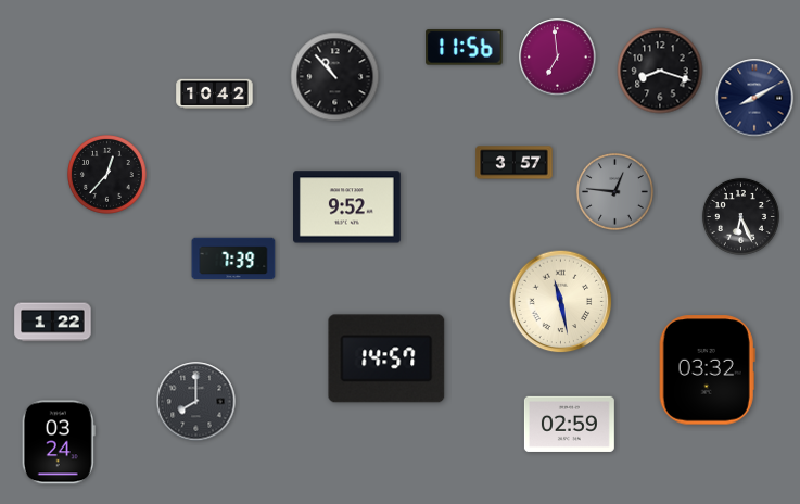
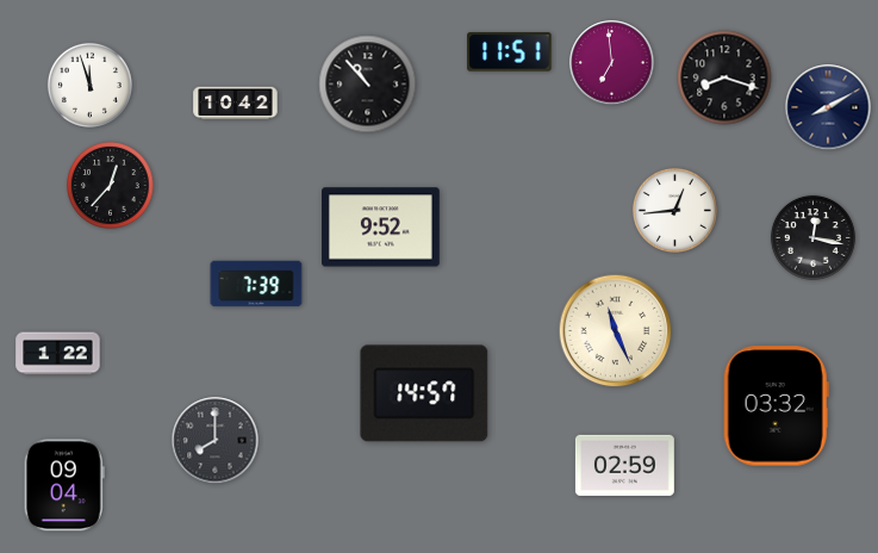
clock at (465, 48): 11:56 -> 11:51
clock at (89, 85): none -> 11:57
clock at (515, 163): 3:57 -> none
clock at (107, 175) position: (107, 175) -> (111, 186)
clock at (614, 191): 12:46 -> 12:44
clock at (614, 191) dial: grey -> white
clock at (740, 216): 6:26 -> 12:17
clock at (561, 302): 11:28 -> 11:26
clock at (59, 442): 03:24 -> 09:04
